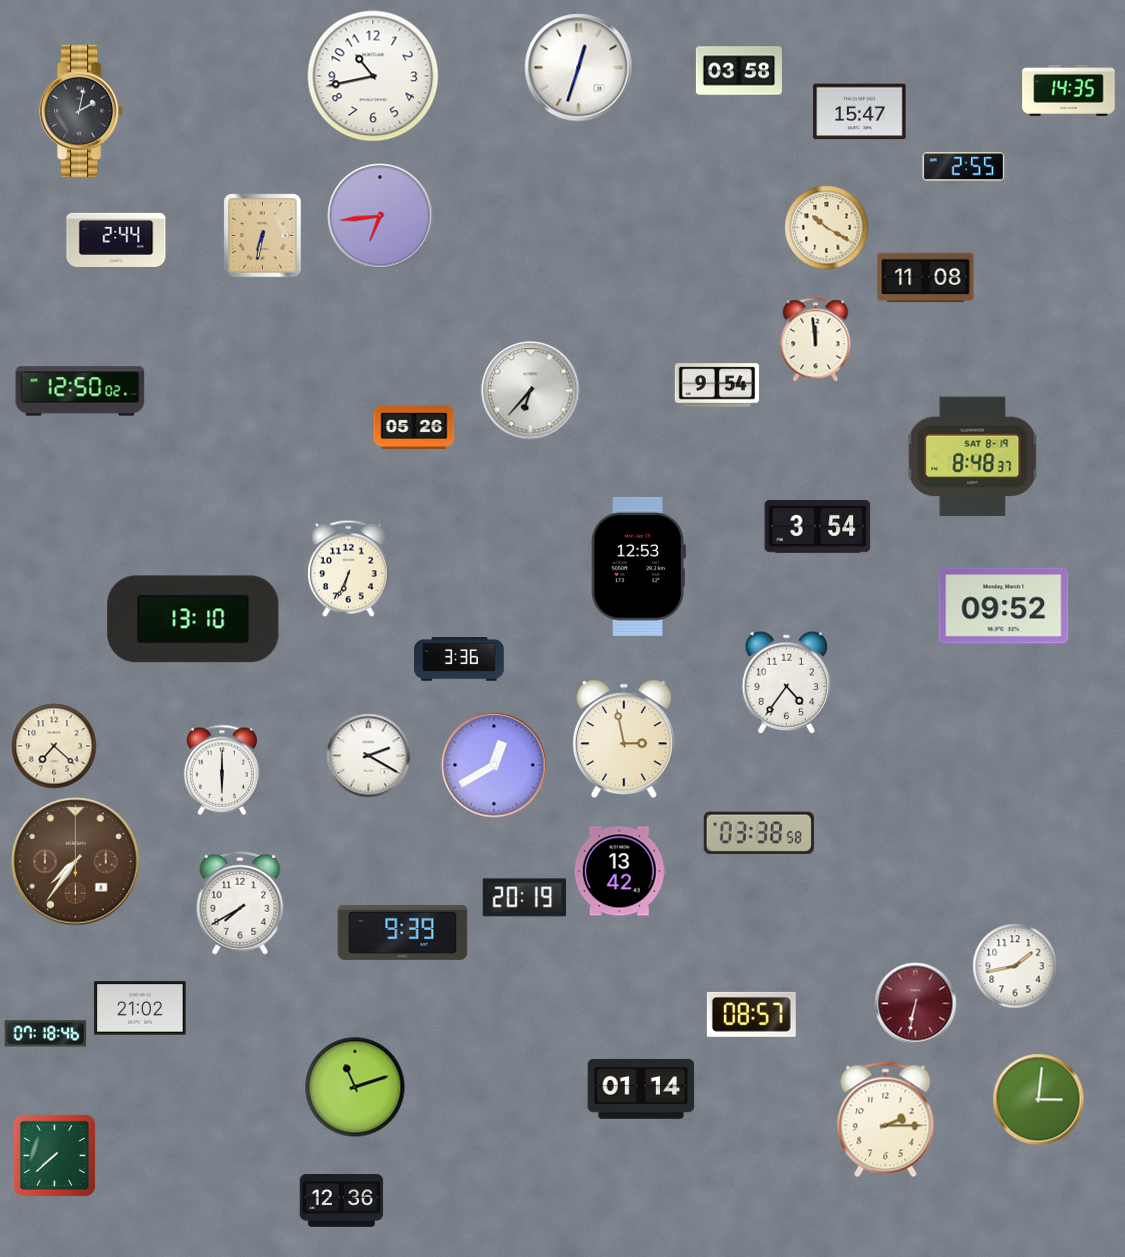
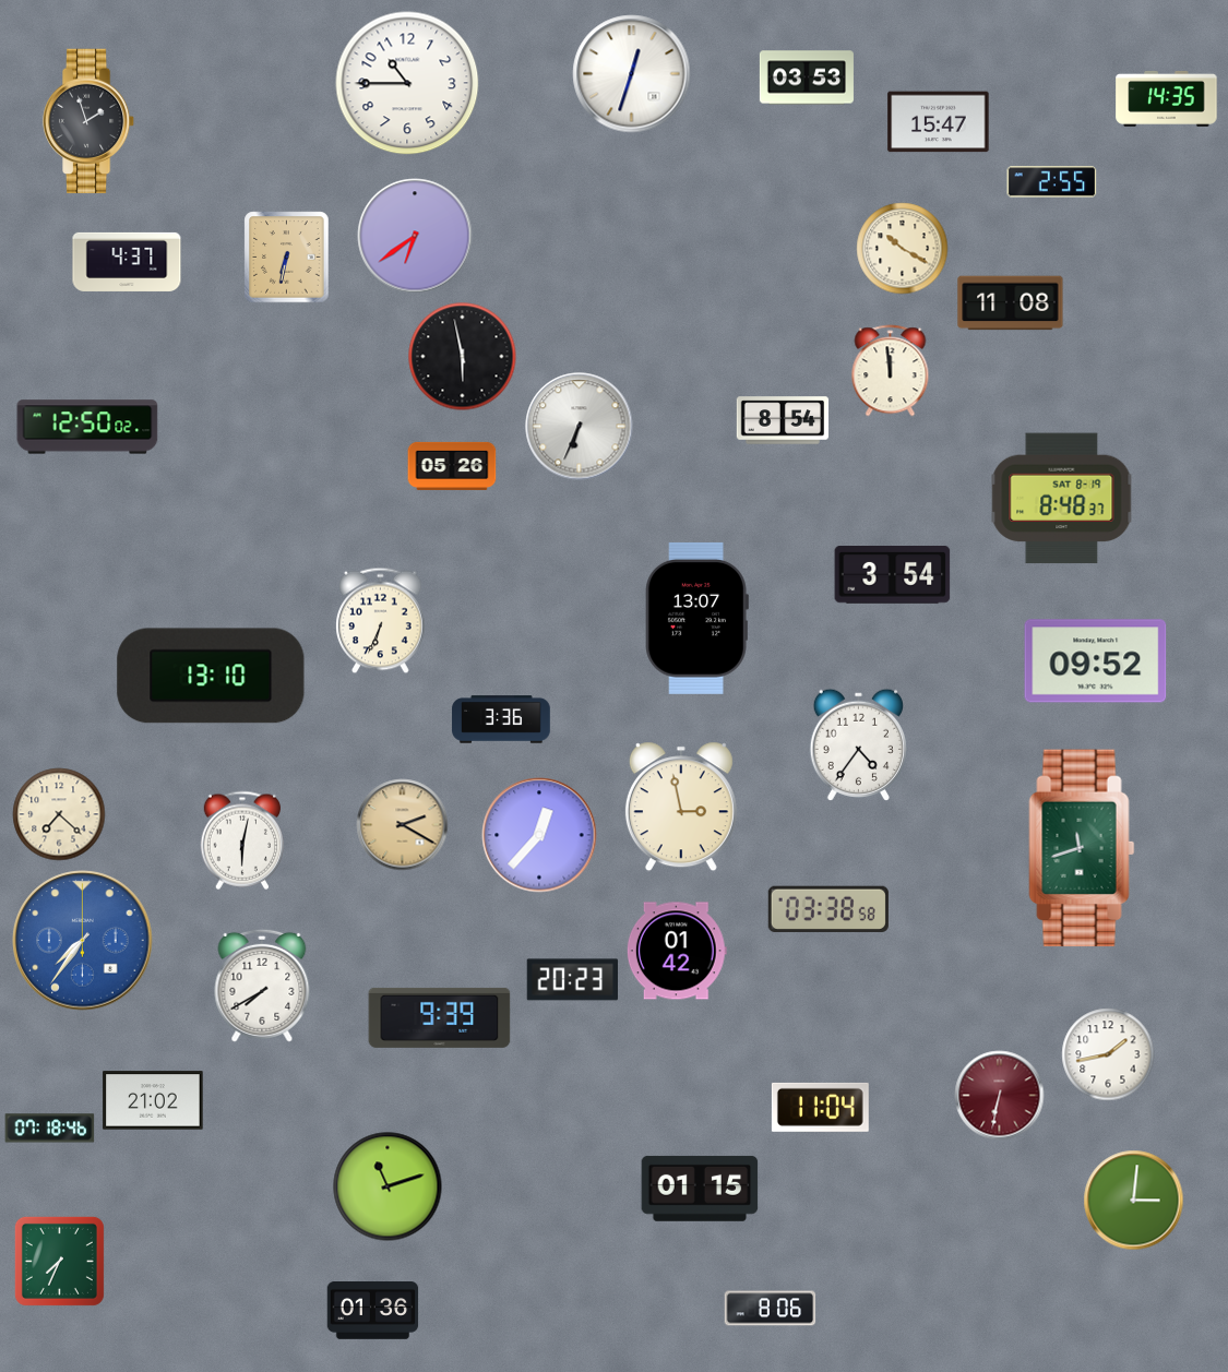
clock at (739, 71): 03:58 -> 03:53
clock at (373, 76): 10:43 -> 10:45
clock at (81, 111): 2:02 -> 1:57
clock at (380, 216): 6:44 -> 6:39
clock at (116, 240): 2:44 -> 4:37
clock at (463, 357): none -> 5:58
clock at (717, 385): 9:54 -> 8:54
clock at (531, 391): 6:37 -> 6:34
clock at (638, 566): 12:53 -> 13:07
clock at (369, 756) dial: white -> champagne
clock at (494, 765): 12:40 -> 12:37
clock at (221, 770): 6:00 -> 6:02
clock at (1082, 848): none -> 11:42
clock at (76, 862) dial: brown -> blue
clock at (620, 871): 13:42 -> 01:42
clock at (525, 898): 20:19 -> 20:23
clock at (751, 1014): 08:57 -> 11:04
clock at (641, 1089): 01:14 -> 01:15
clock at (886, 1120): 2:15 -> none
clock at (54, 1155): 7:38 -> 7:34
clock at (771, 1309): none -> 8:06
clock at (342, 1201): 12:36 -> 01:36
